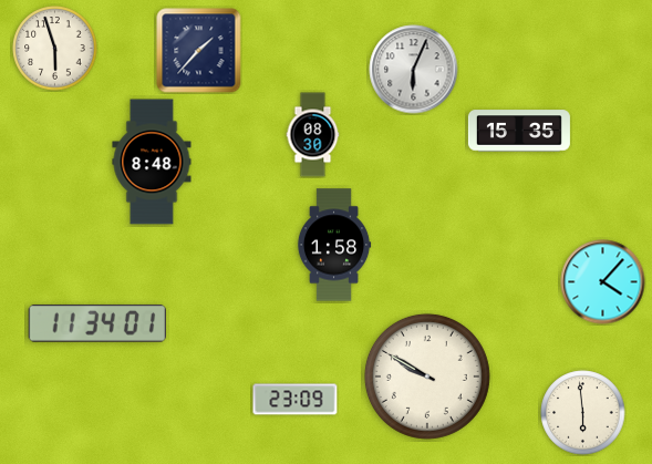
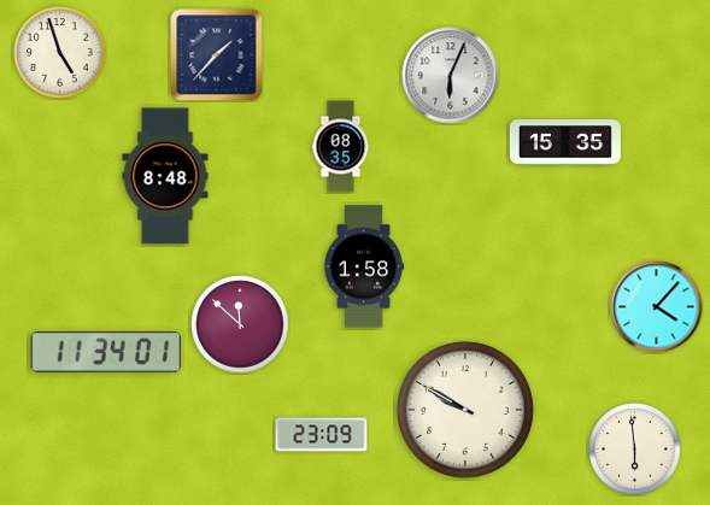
clock at (55, 49): 5:57 -> 4:57
clock at (313, 135): 08:30 -> 08:35
clock at (240, 324): none -> 11:52
